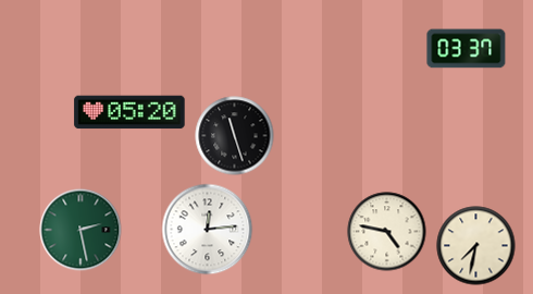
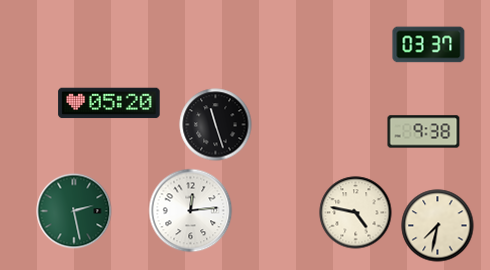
clock at (129, 112) position: (129, 112) -> (109, 103)
clock at (424, 132): none -> 9:38
